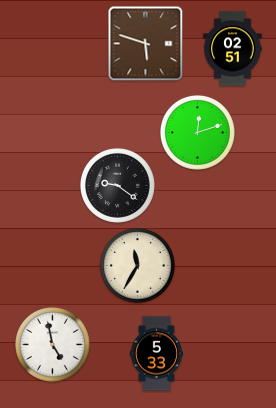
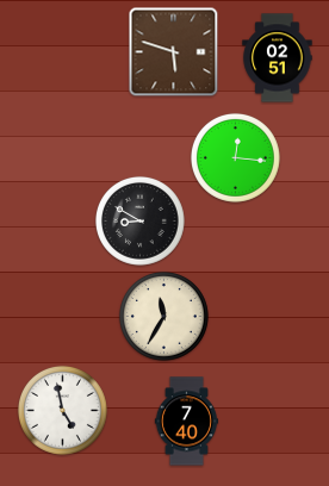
clock at (197, 132): 12:12 -> 12:16
clock at (117, 185): 9:21 -> 8:50
clock at (156, 354): 5:33 -> 7:40
